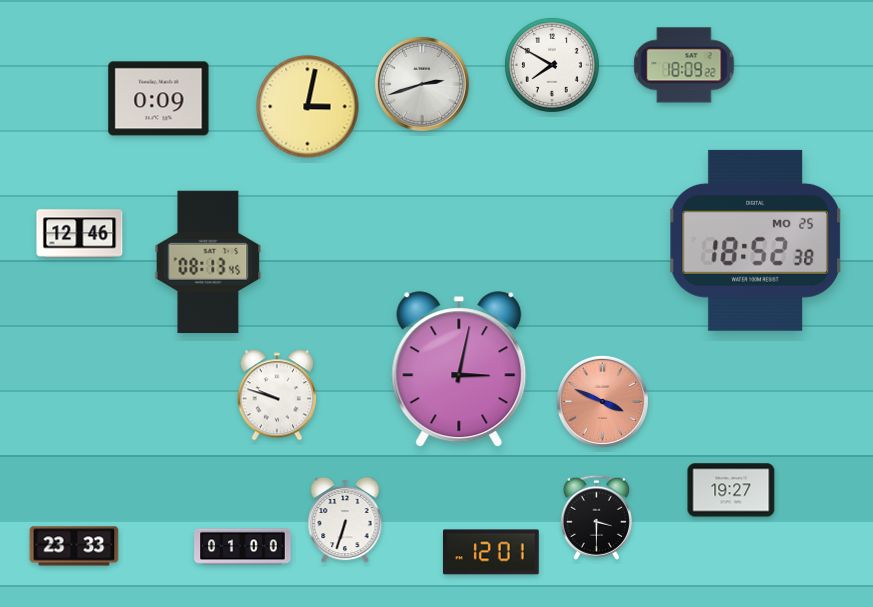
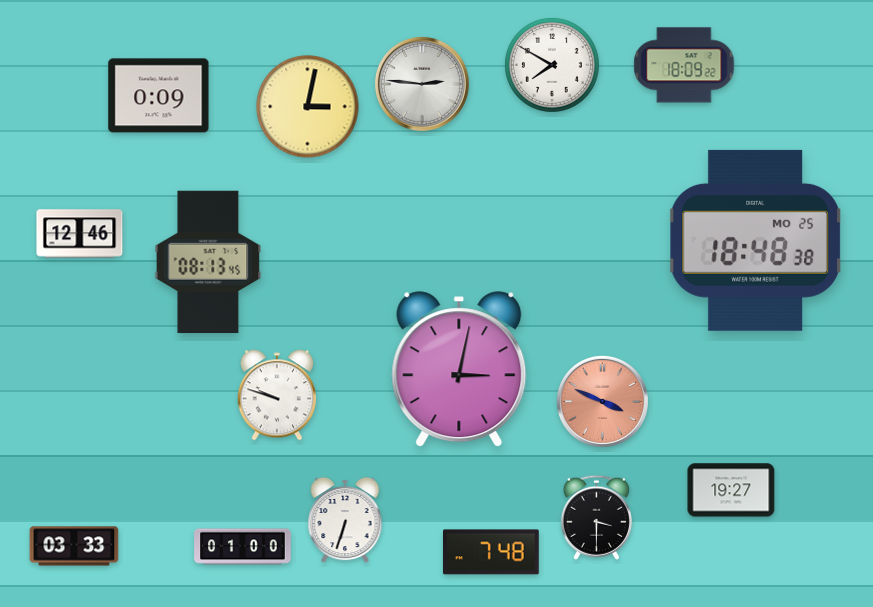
clock at (422, 84): 2:42 -> 2:46
clock at (159, 99) position: (159, 99) -> (159, 96)
clock at (755, 240): 18:52 -> 18:48
clock at (74, 546): 23:33 -> 03:33
clock at (491, 552): 12:01 -> 7:48
